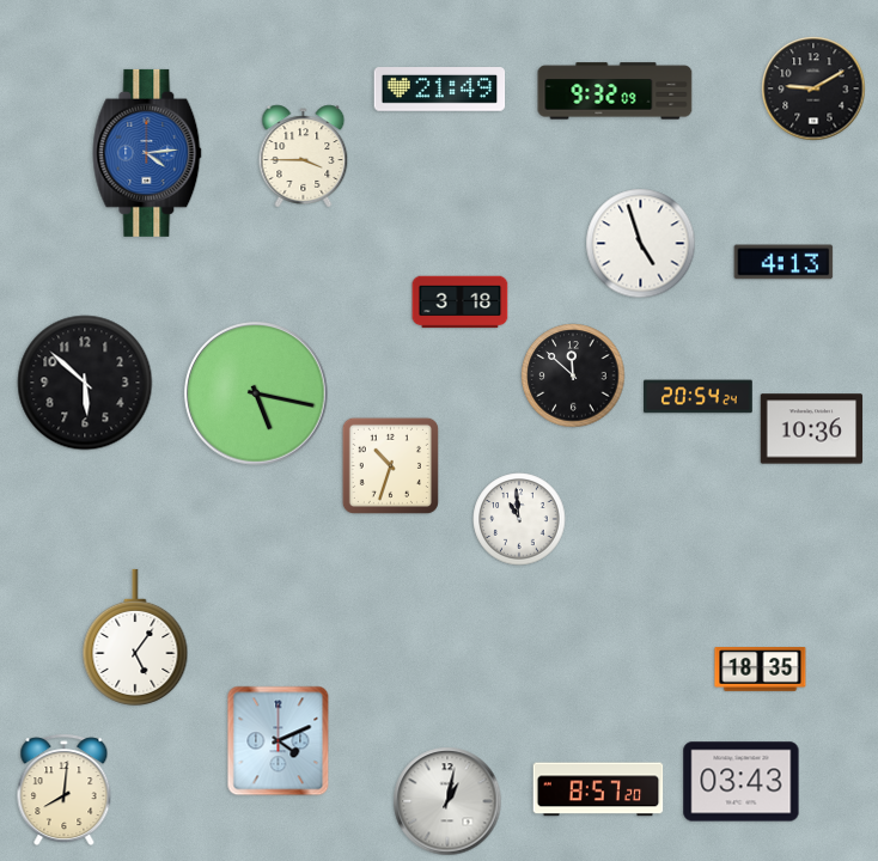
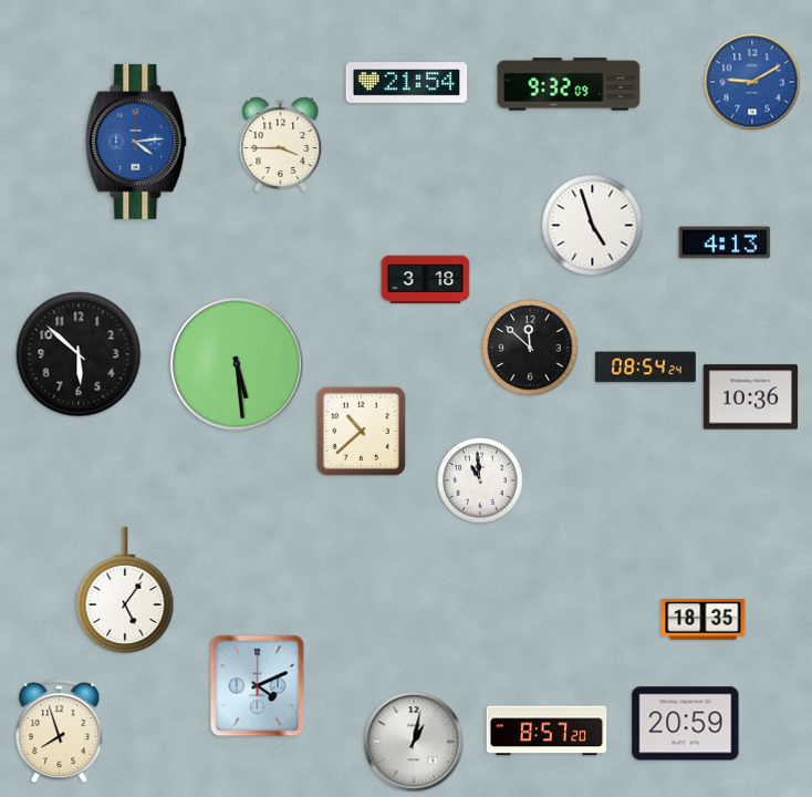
clock at (813, 88) dial: black -> blue
clock at (440, 90): 21:49 -> 21:54
clock at (256, 393): 5:17 -> 5:29
clock at (699, 397): 20:54 -> 08:54
clock at (390, 465): 10:33 -> 10:38
clock at (742, 782): 03:43 -> 20:59
clock at (598, 789) position: (598, 789) -> (546, 731)
clock at (65, 790): 8:01 -> 7:57
